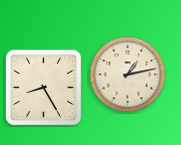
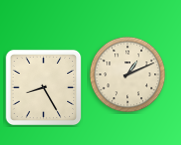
clock at (128, 75): 1:13 -> 1:11
